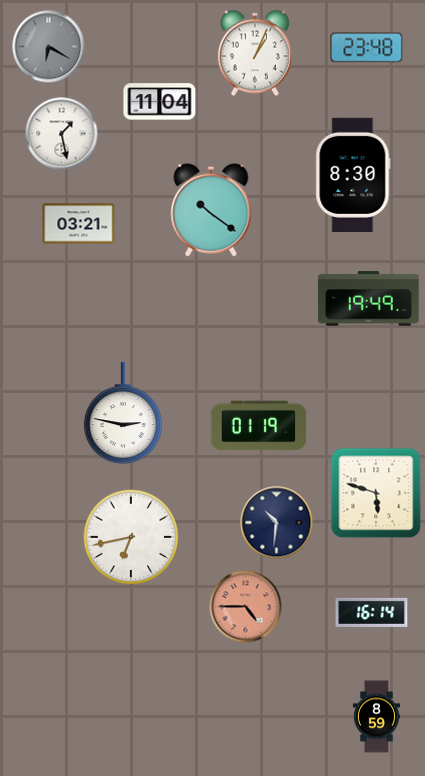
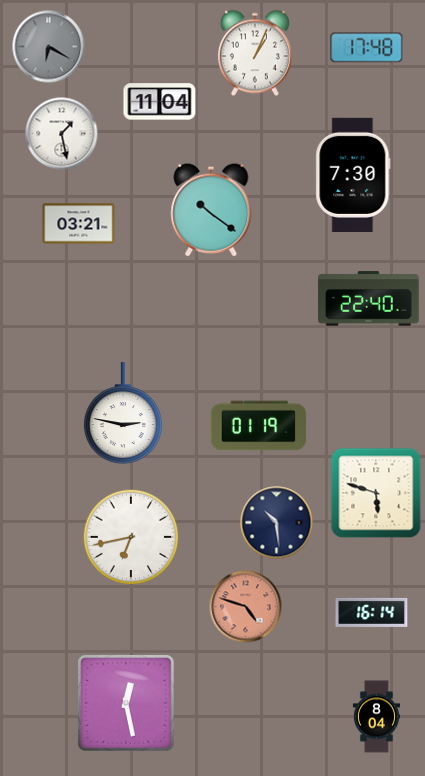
clock at (367, 48): 23:48 -> 17:48
clock at (353, 175): 8:30 -> 7:30
clock at (369, 299): 19:49 -> 22:40
clock at (277, 523): 10:31 -> 10:29
clock at (246, 607): 4:45 -> 4:48
clock at (127, 704): none -> 12:28
clock at (376, 717): 8:59 -> 8:04
